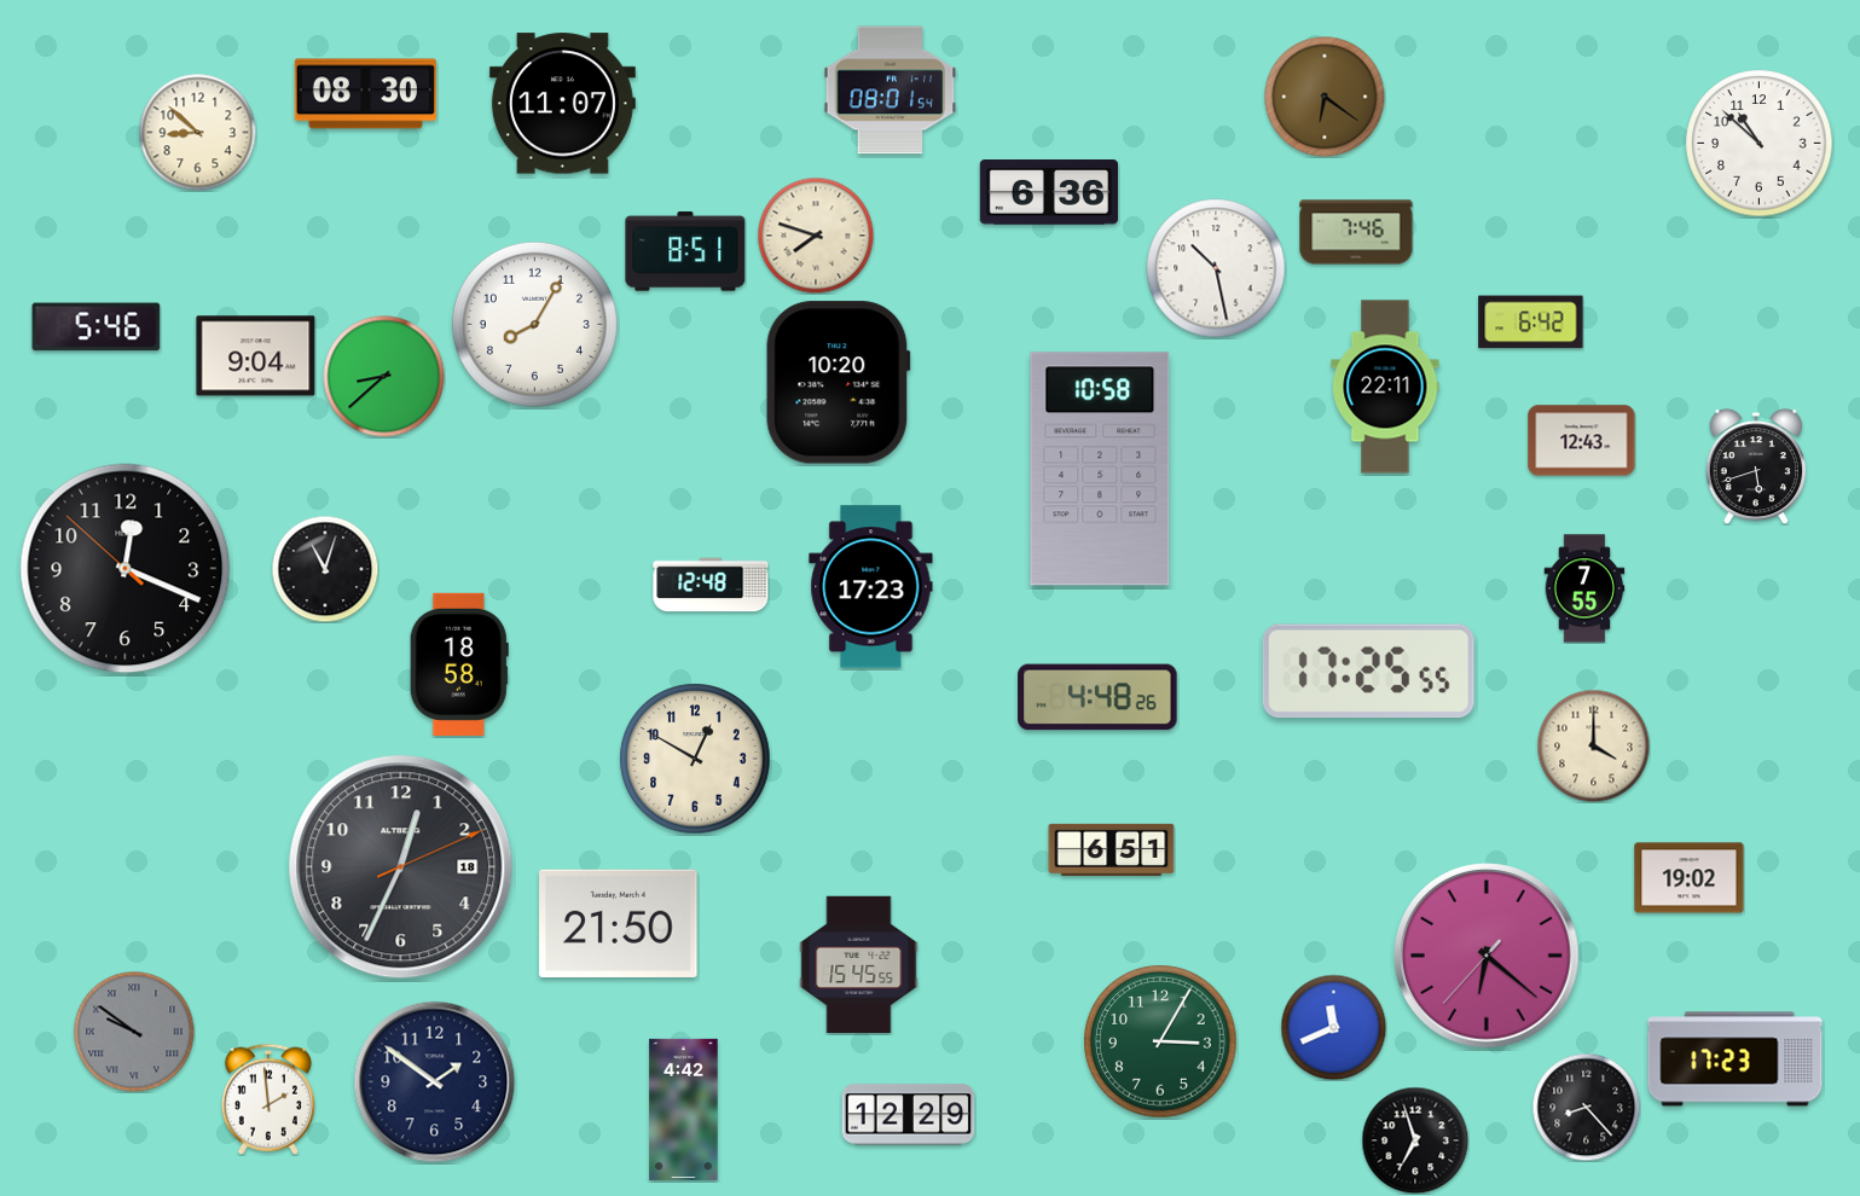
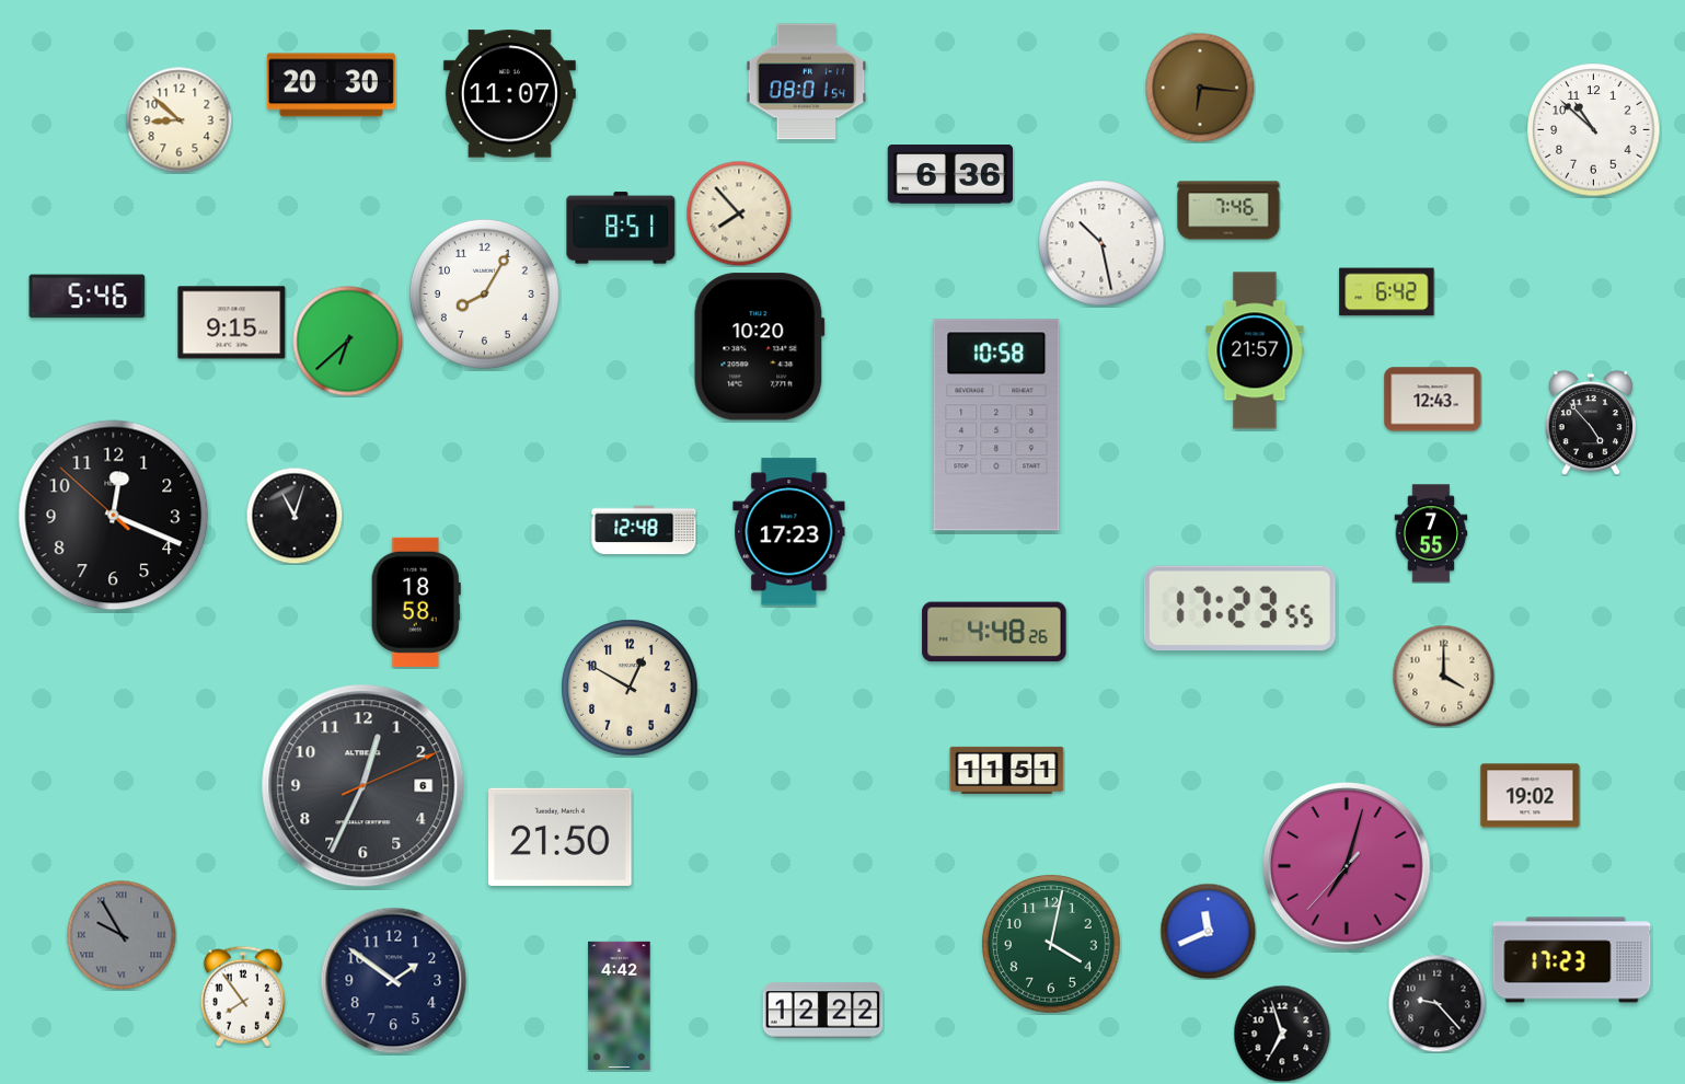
clock at (365, 94): 08:30 -> 20:30
clock at (1325, 97): 6:21 -> 6:16
clock at (816, 236): 7:48 -> 7:53
clock at (256, 356): 9:04 -> 9:15
clock at (384, 377): 8:38 -> 6:38
clock at (1385, 387): 22:11 -> 21:57
clock at (1756, 466): 5:42 -> 4:53
clock at (1584, 588) position: (1584, 588) -> (1431, 533)
clock at (1368, 672): 17:25 -> 17:23
clock at (1112, 849): 6:51 -> 11:51
clock at (401, 867) date: 18 -> 6
clock at (1487, 956): 6:21 -> 7:02
clock at (859, 965): 15:45 -> none
clock at (134, 1032): 9:51 -> 9:55
clock at (1160, 1041): 3:05 -> 4:02
clock at (268, 1099): 1:59 -> 7:54
clock at (1586, 1107): 8:23 -> 9:23
clock at (909, 1115): 12:29 -> 12:22
